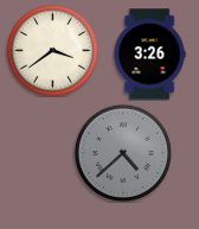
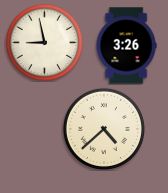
clock at (52, 50): 3:39 -> 8:58
clock at (123, 153) dial: grey -> cream
